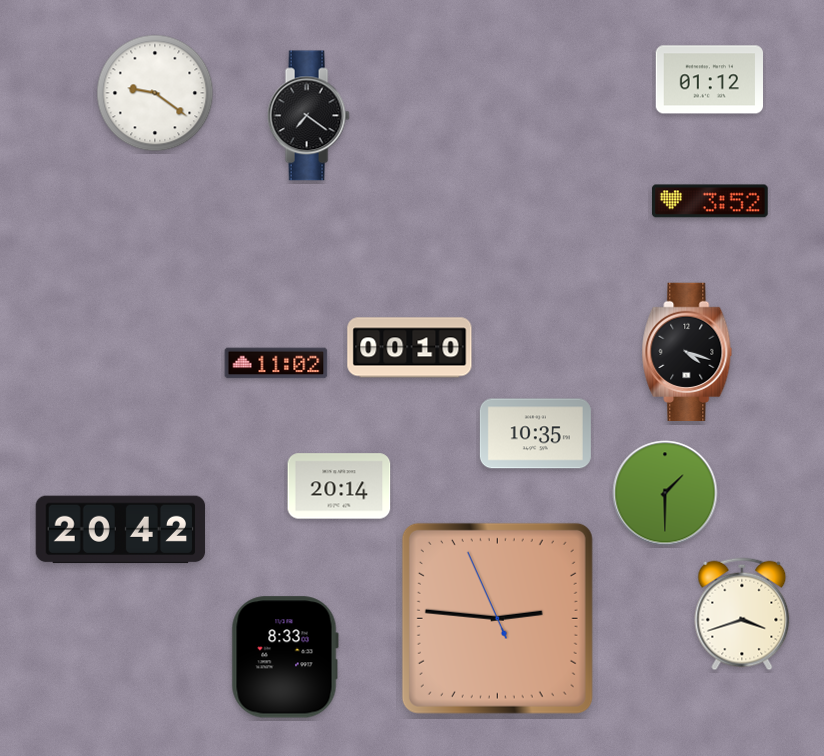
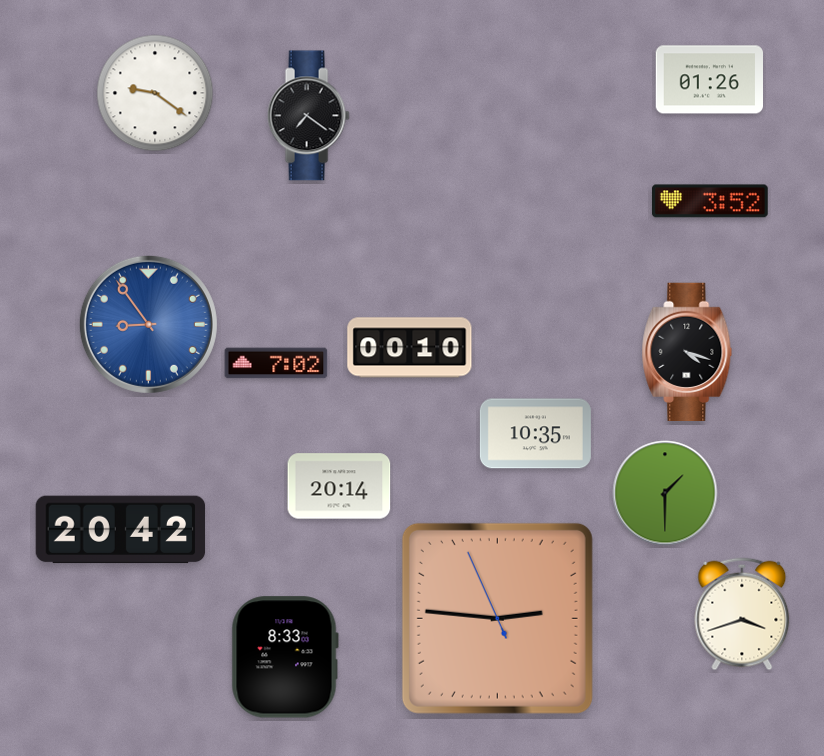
clock at (709, 80): 01:12 -> 01:26
clock at (148, 324): none -> 8:54
clock at (276, 363): 11:02 -> 7:02
